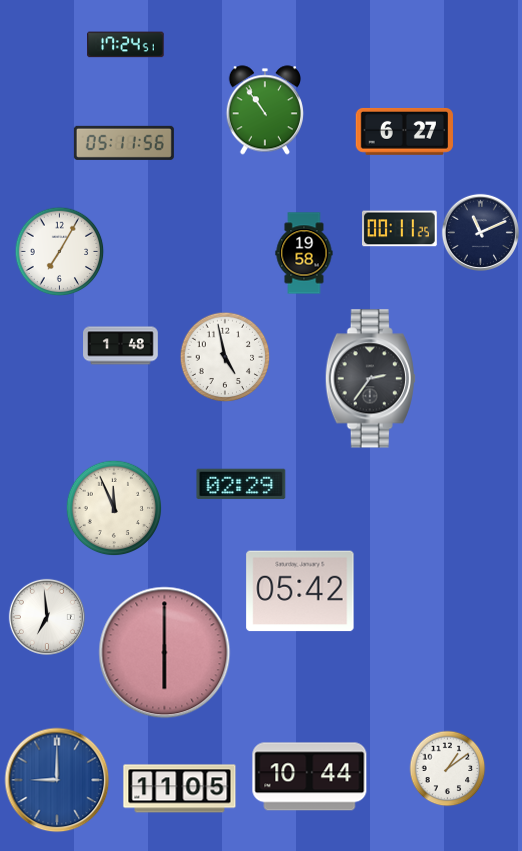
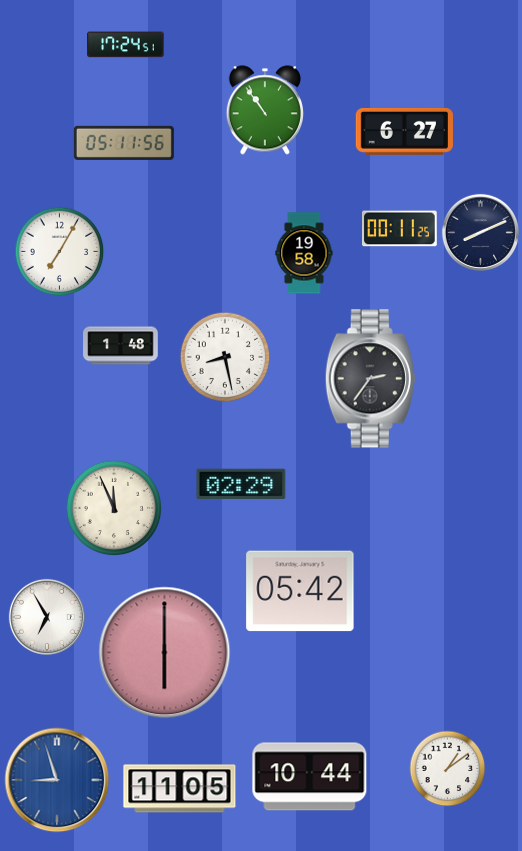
clock at (480, 232): 11:11 -> 8:11
clock at (225, 357): 4:58 -> 8:28
clock at (47, 617): 6:59 -> 6:55
clock at (57, 780): 9:00 -> 8:57
